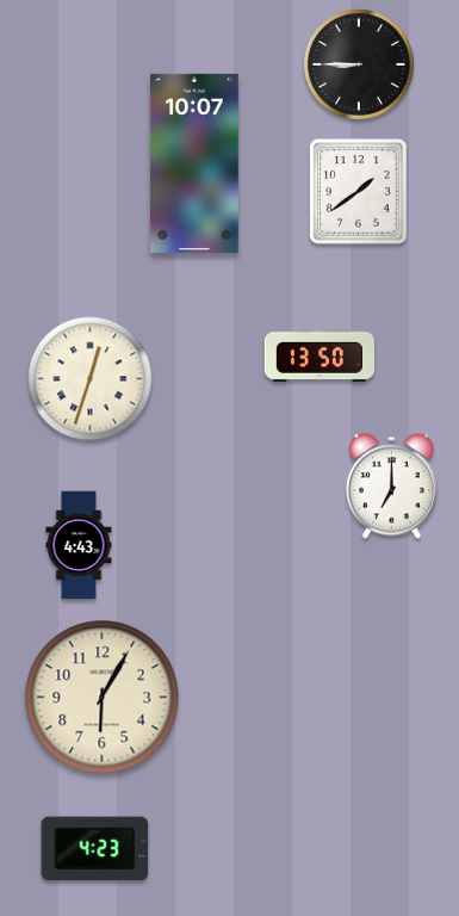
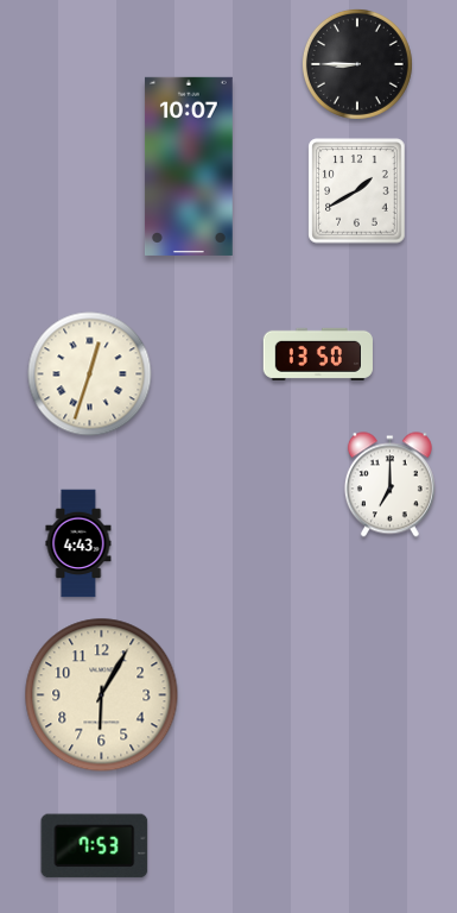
clock at (194, 163) position: (194, 163) -> (189, 166)
clock at (359, 192): 1:39 -> 1:40
clock at (91, 379) position: (91, 379) -> (90, 374)
clock at (95, 849): 4:23 -> 7:53
